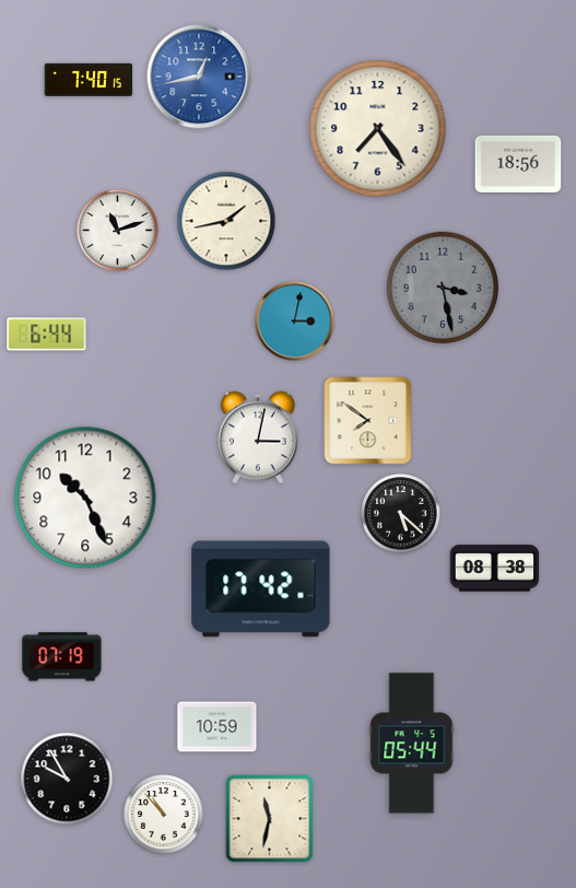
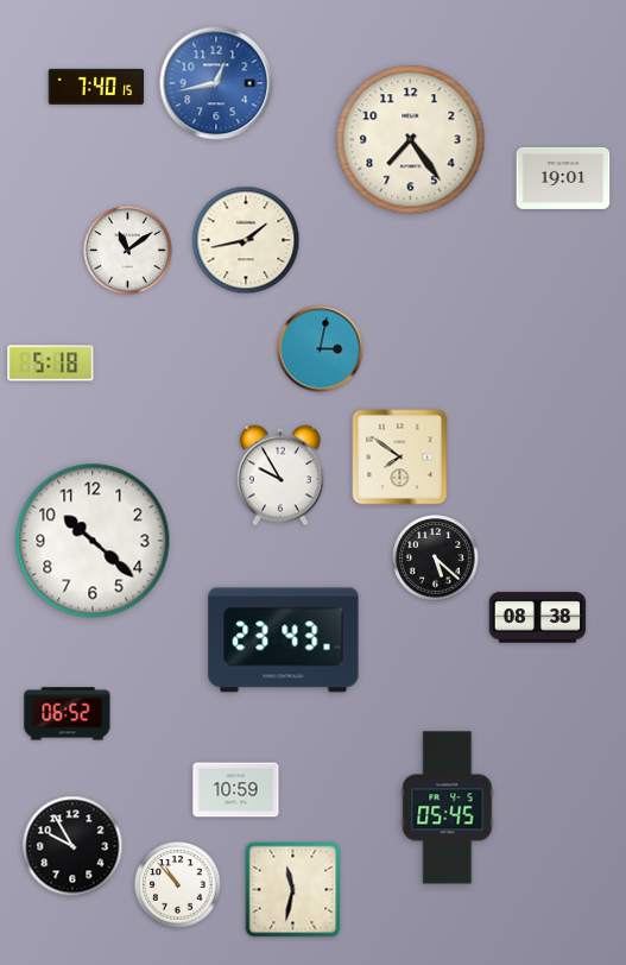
clock at (518, 164): 18:56 -> 19:01
clock at (118, 231): 11:12 -> 11:09
clock at (443, 288): 3:28 -> none
clock at (47, 335): 6:44 -> 5:18
clock at (258, 437): 3:02 -> 9:55
clock at (85, 498): 10:26 -> 10:22
clock at (261, 589): 17:42 -> 23:43
clock at (62, 657): 07:19 -> 06:52
clock at (412, 744): 05:44 -> 05:45
